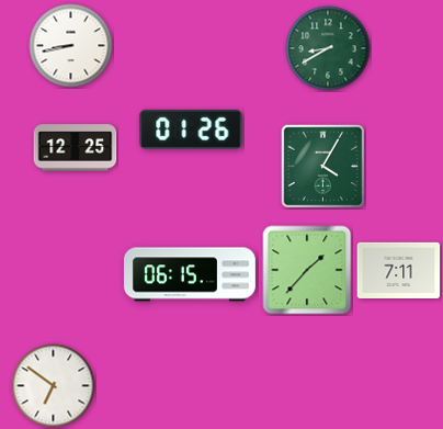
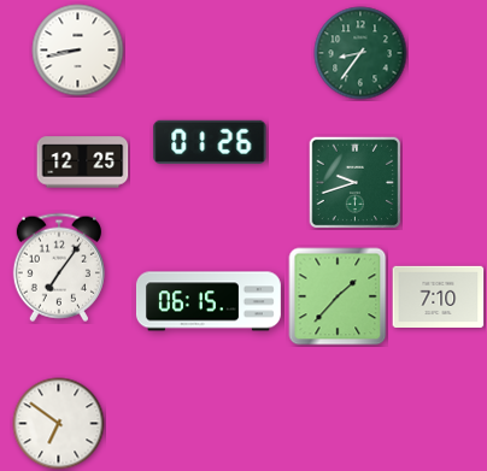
clock at (328, 48): 8:40 -> 8:36
clock at (322, 166): 4:05 -> 9:42
clock at (59, 267): none -> 7:06
clock at (399, 270): 7:11 -> 7:10
